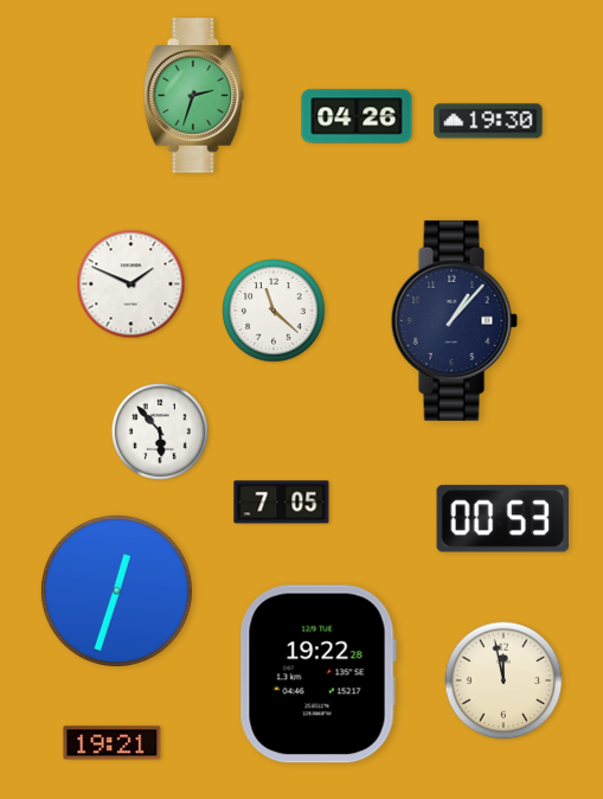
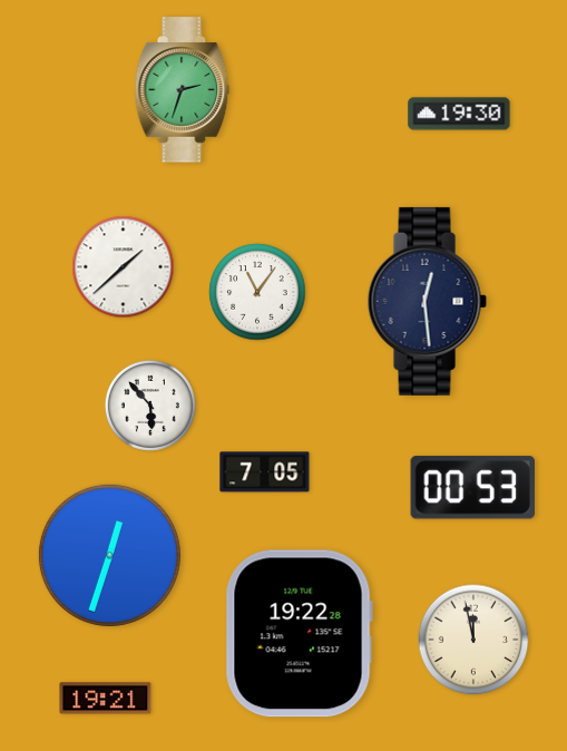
clock at (357, 116): 04:26 -> none
clock at (131, 285): 1:49 -> 1:38
clock at (274, 311): 11:22 -> 11:06
clock at (454, 320): 1:07 -> 12:29
